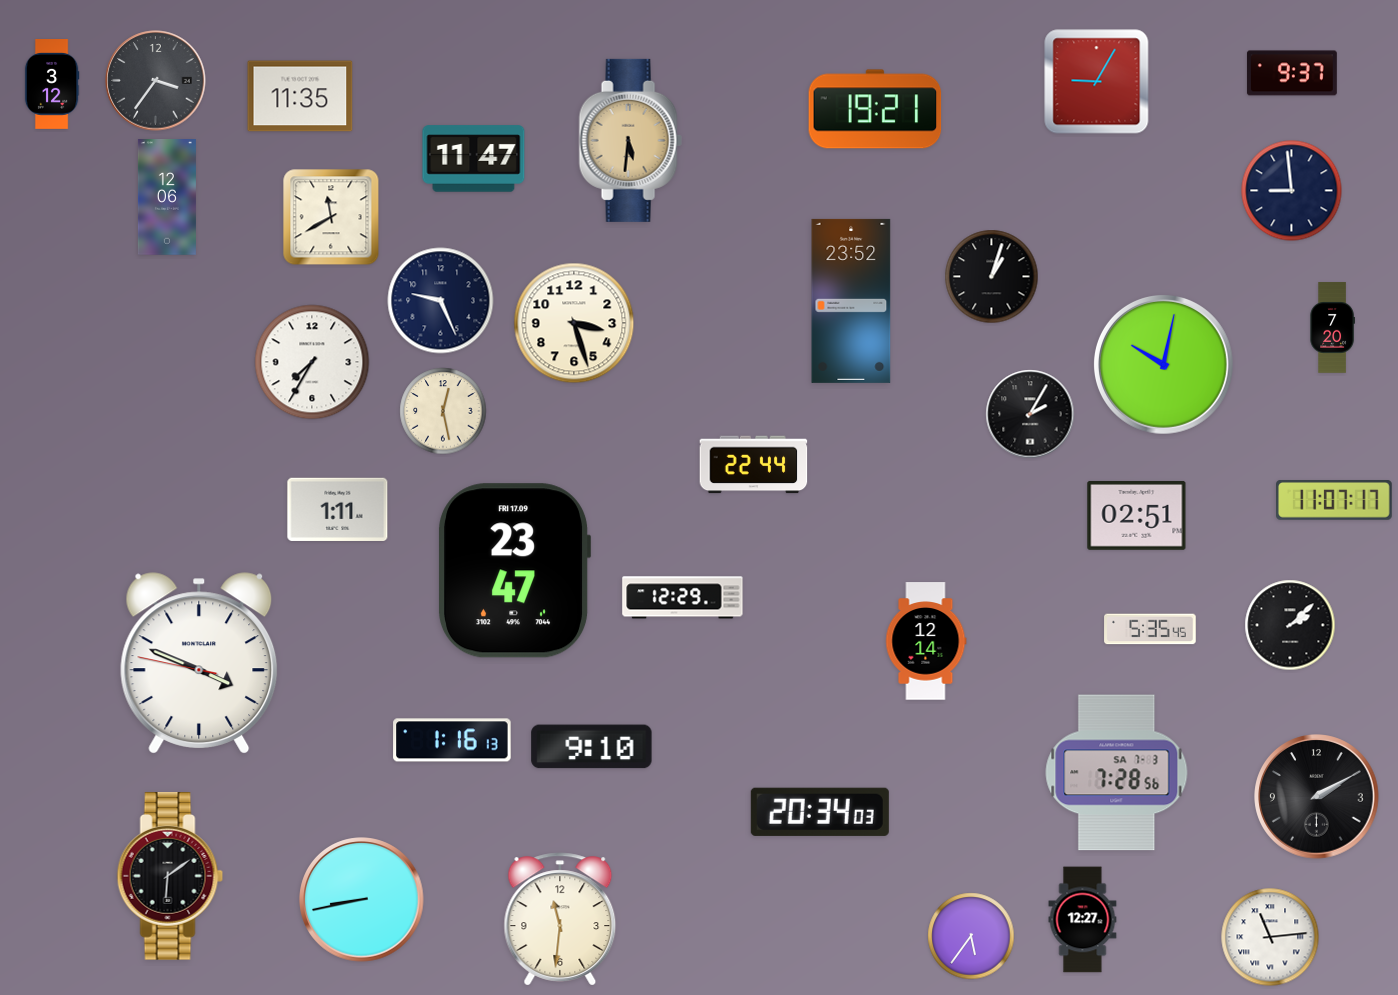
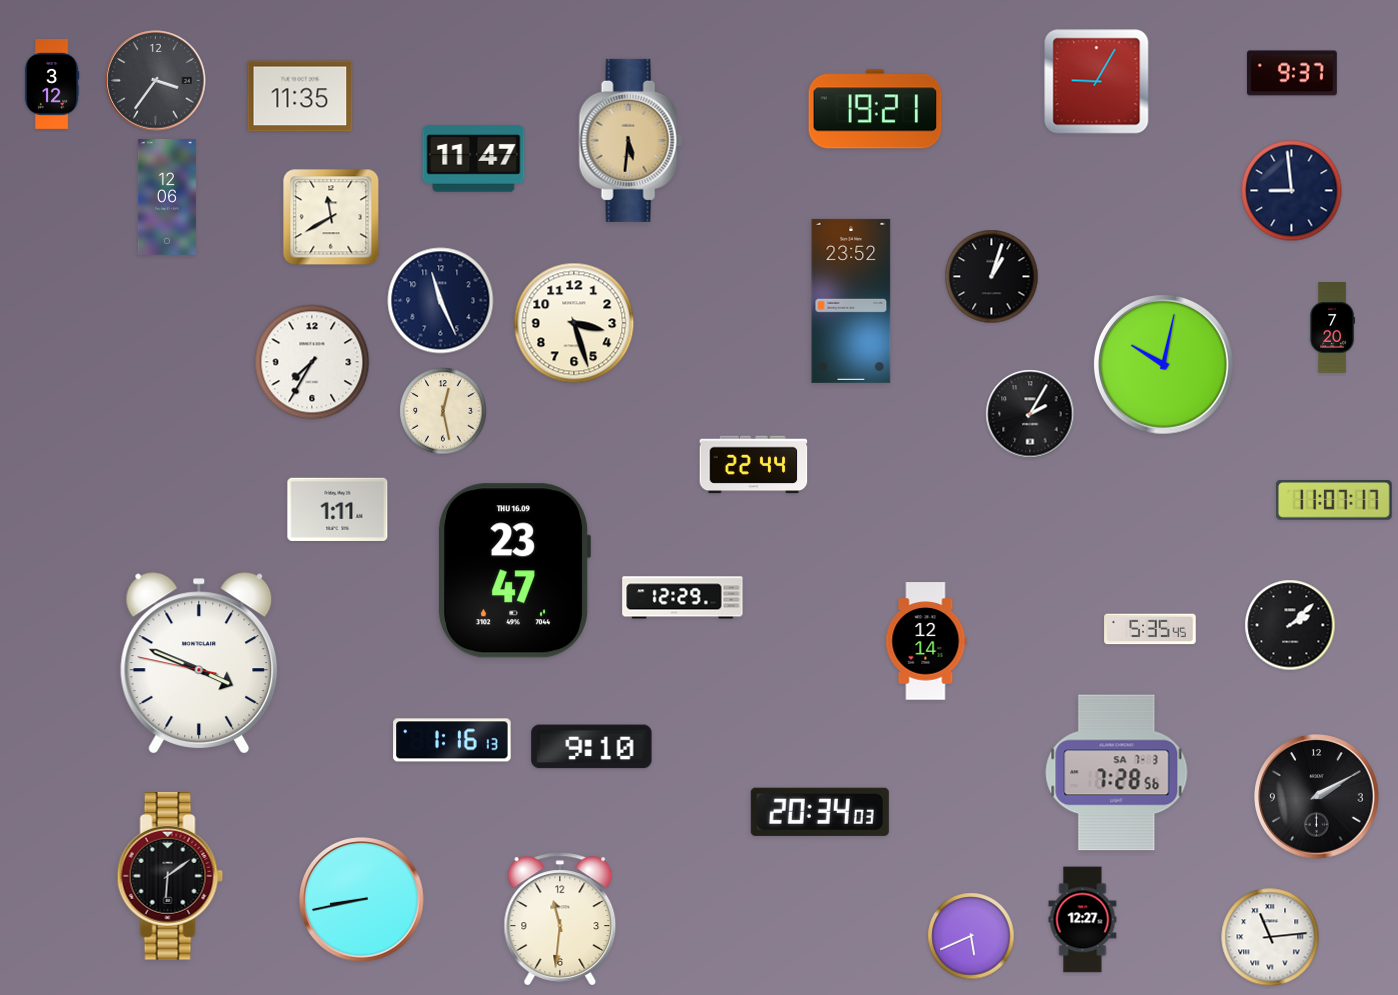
clock at (441, 301): 9:26 -> 11:26
clock at (1137, 515): 02:51 -> none
clock at (514, 571) date: FRI 17.09 -> THU 16.09
clock at (971, 936): 5:36 -> 5:41
